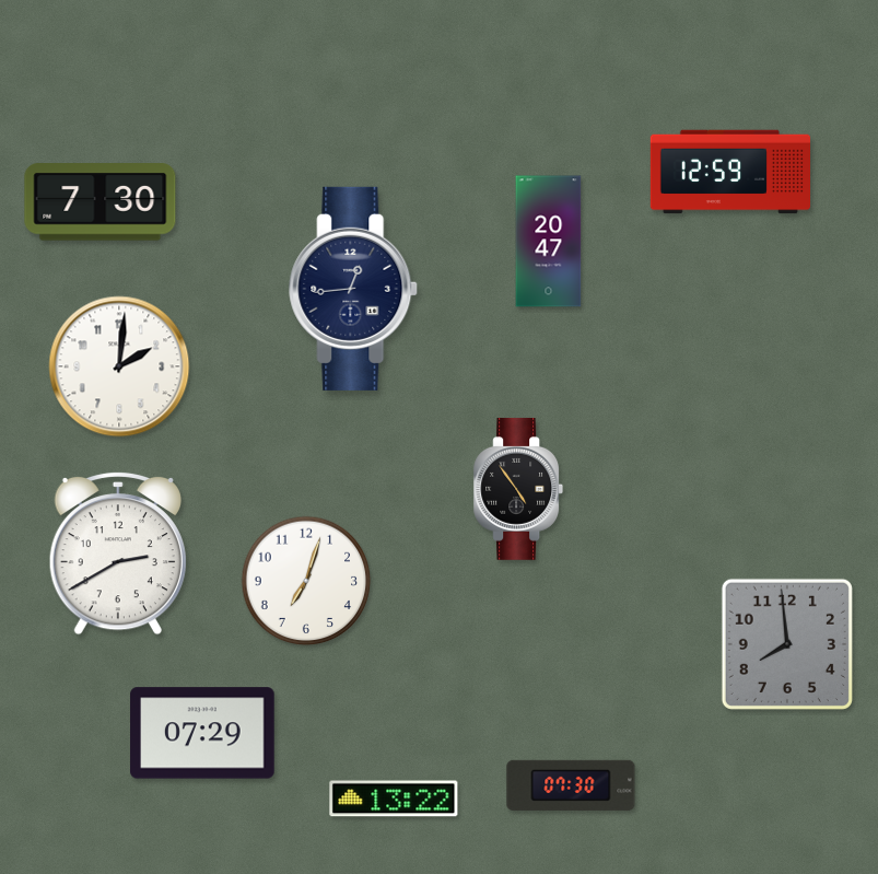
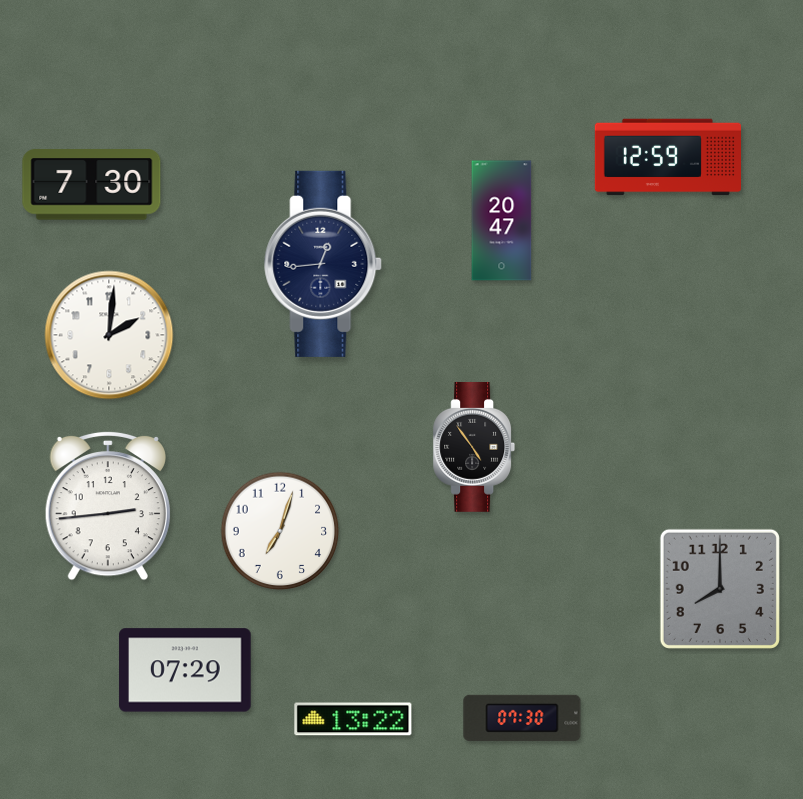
clock at (118, 553): 2:40 -> 2:44
clock at (787, 644): 7:59 -> 8:00
clock at (394, 799) position: (394, 799) -> (353, 719)
